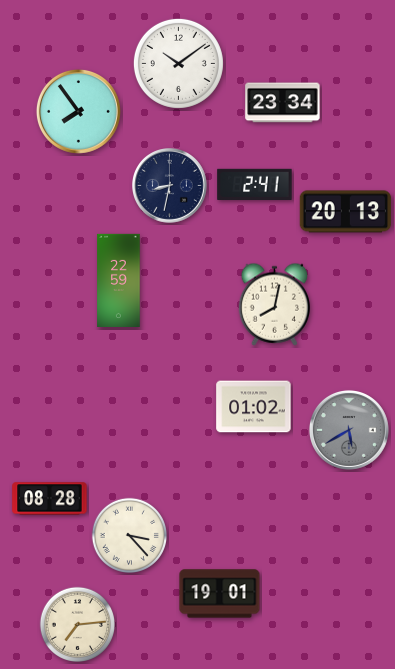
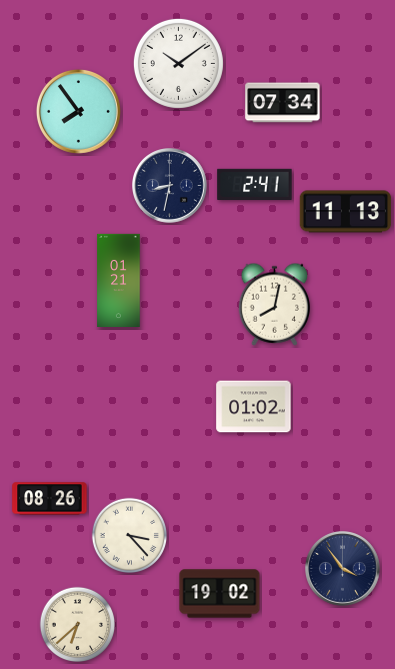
clock at (283, 103): 23:34 -> 07:34
clock at (346, 212): 20:13 -> 11:13
clock at (119, 280): 22:59 -> 01:21
clock at (349, 430): 5:40 -> none
clock at (50, 499): 08:28 -> 08:26
clock at (343, 569): none -> 3:54
clock at (220, 594): 19:01 -> 19:02
clock at (77, 624): 7:14 -> 6:38
